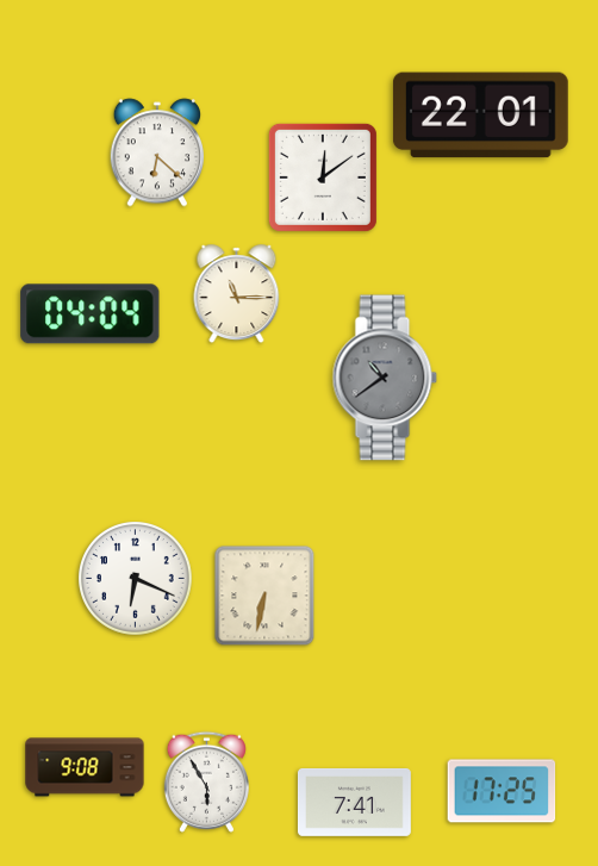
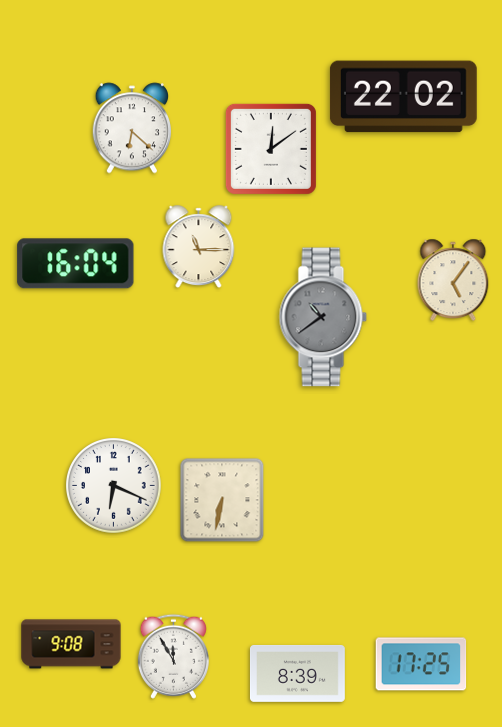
clock at (480, 116): 22:01 -> 22:02
clock at (91, 314): 04:04 -> 16:04
clock at (453, 280): none -> 5:06
clock at (206, 781): 5:55 -> 11:55
clock at (354, 802): 7:41 -> 8:39
